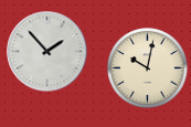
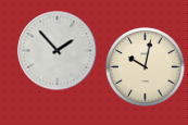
clock at (47, 52) position: (47, 52) -> (58, 51)
